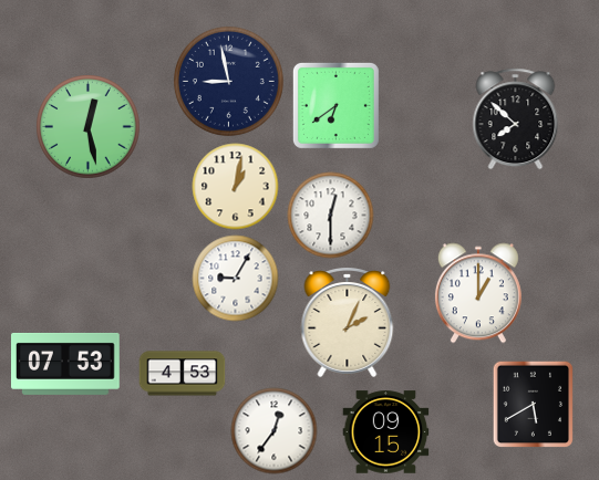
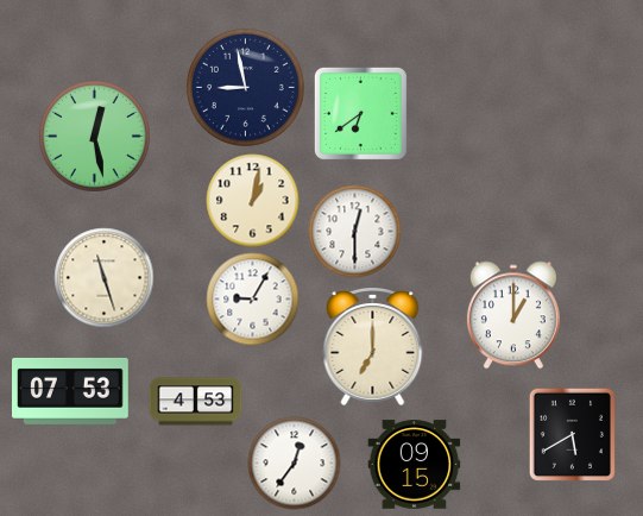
clock at (516, 118): 7:52 -> none
clock at (103, 277): none -> 11:27
clock at (348, 322): 2:04 -> 7:00
